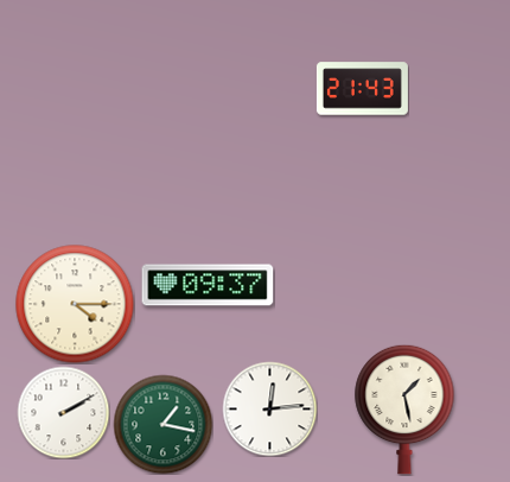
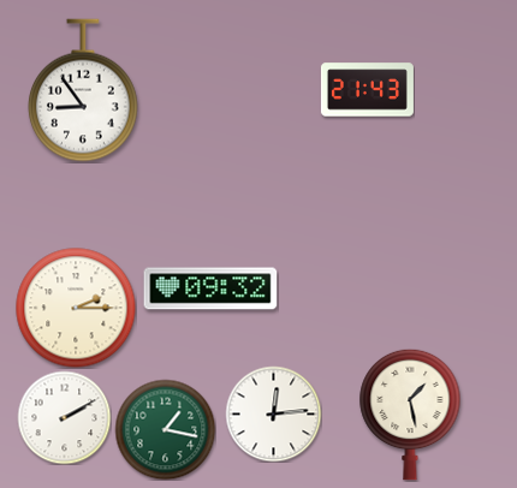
clock at (84, 90): none -> 8:54
clock at (208, 285): 09:37 -> 09:32
clock at (75, 304): 4:15 -> 2:15
